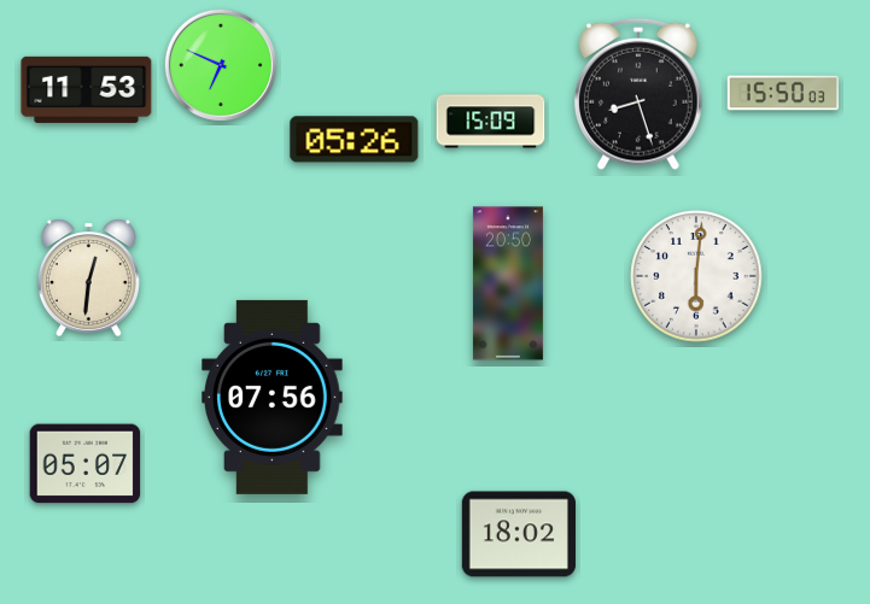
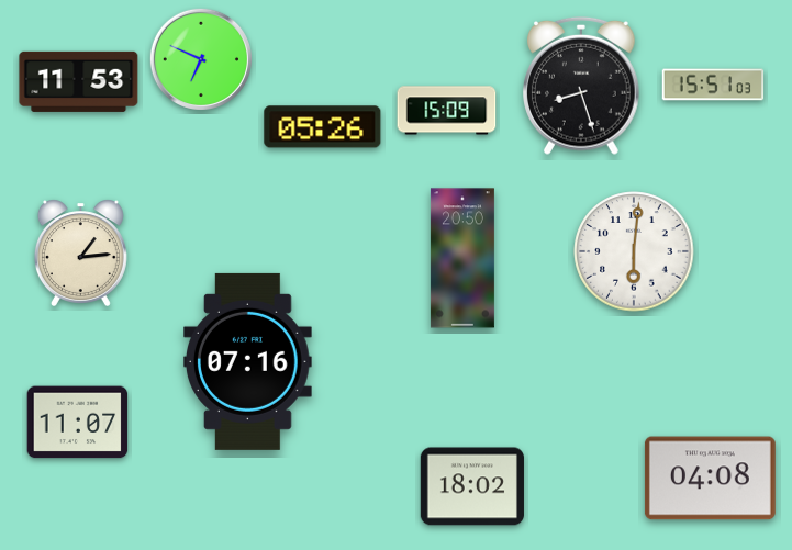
clock at (783, 93): 15:50 -> 15:51
clock at (88, 277): 12:31 -> 1:14
clock at (273, 397): 07:56 -> 07:16
clock at (86, 464): 05:07 -> 11:07
clock at (710, 479): none -> 04:08
